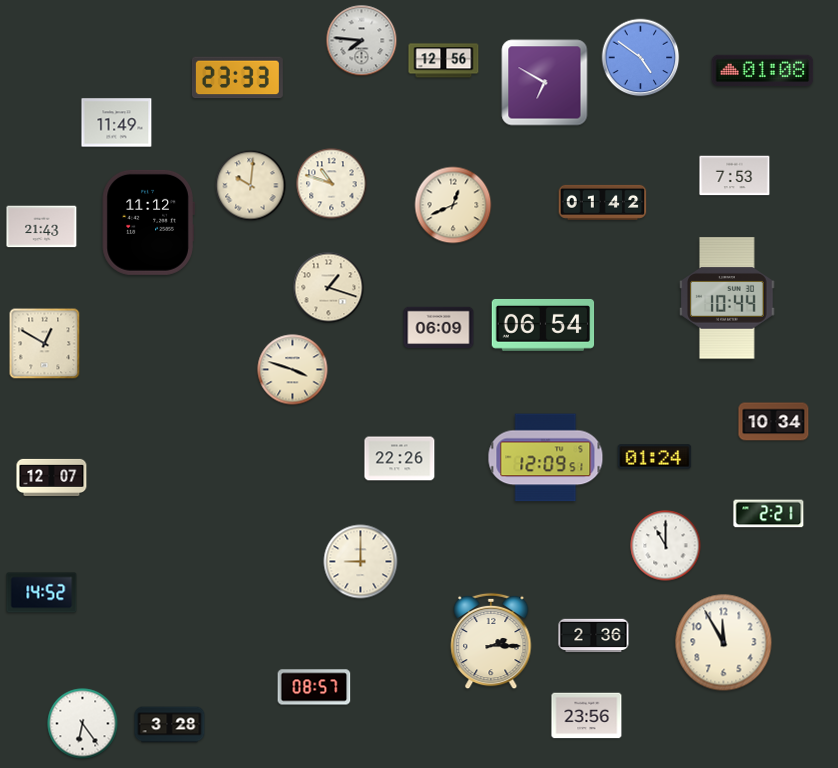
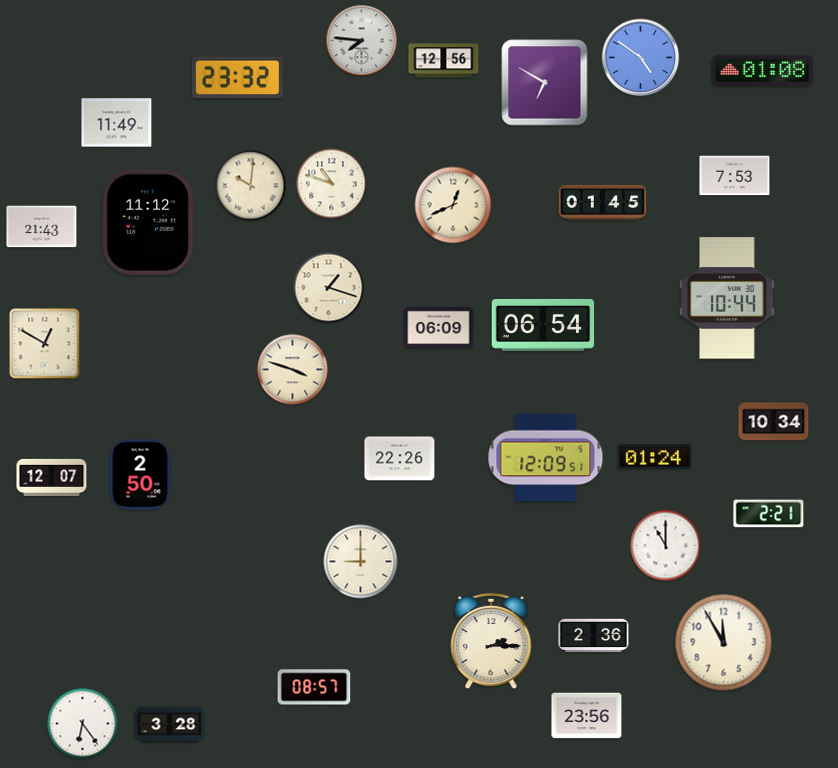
clock at (237, 78): 23:33 -> 23:32
clock at (603, 202): 01:42 -> 01:45
clock at (140, 475): none -> 2:50
clock at (42, 593): 14:52 -> none
